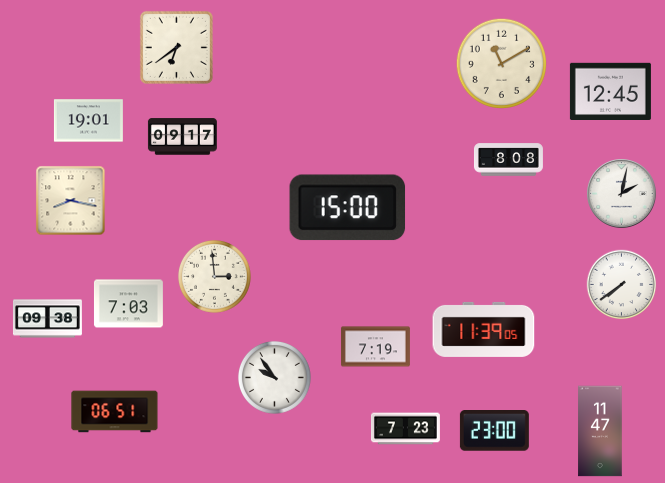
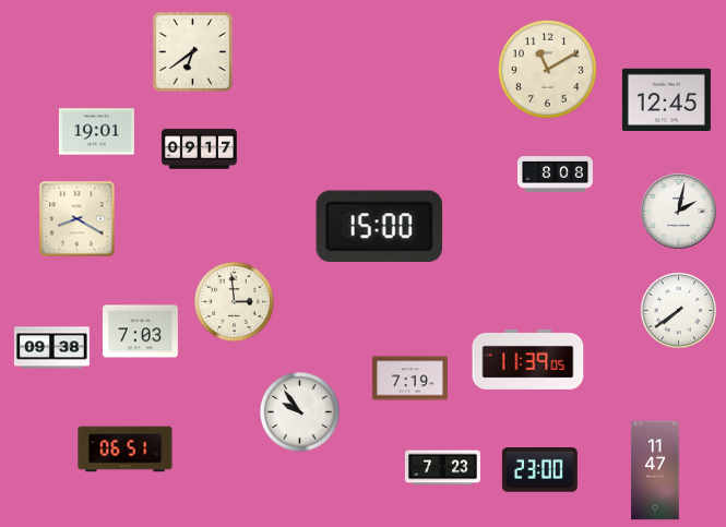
clock at (71, 201): 8:17 -> 8:20
